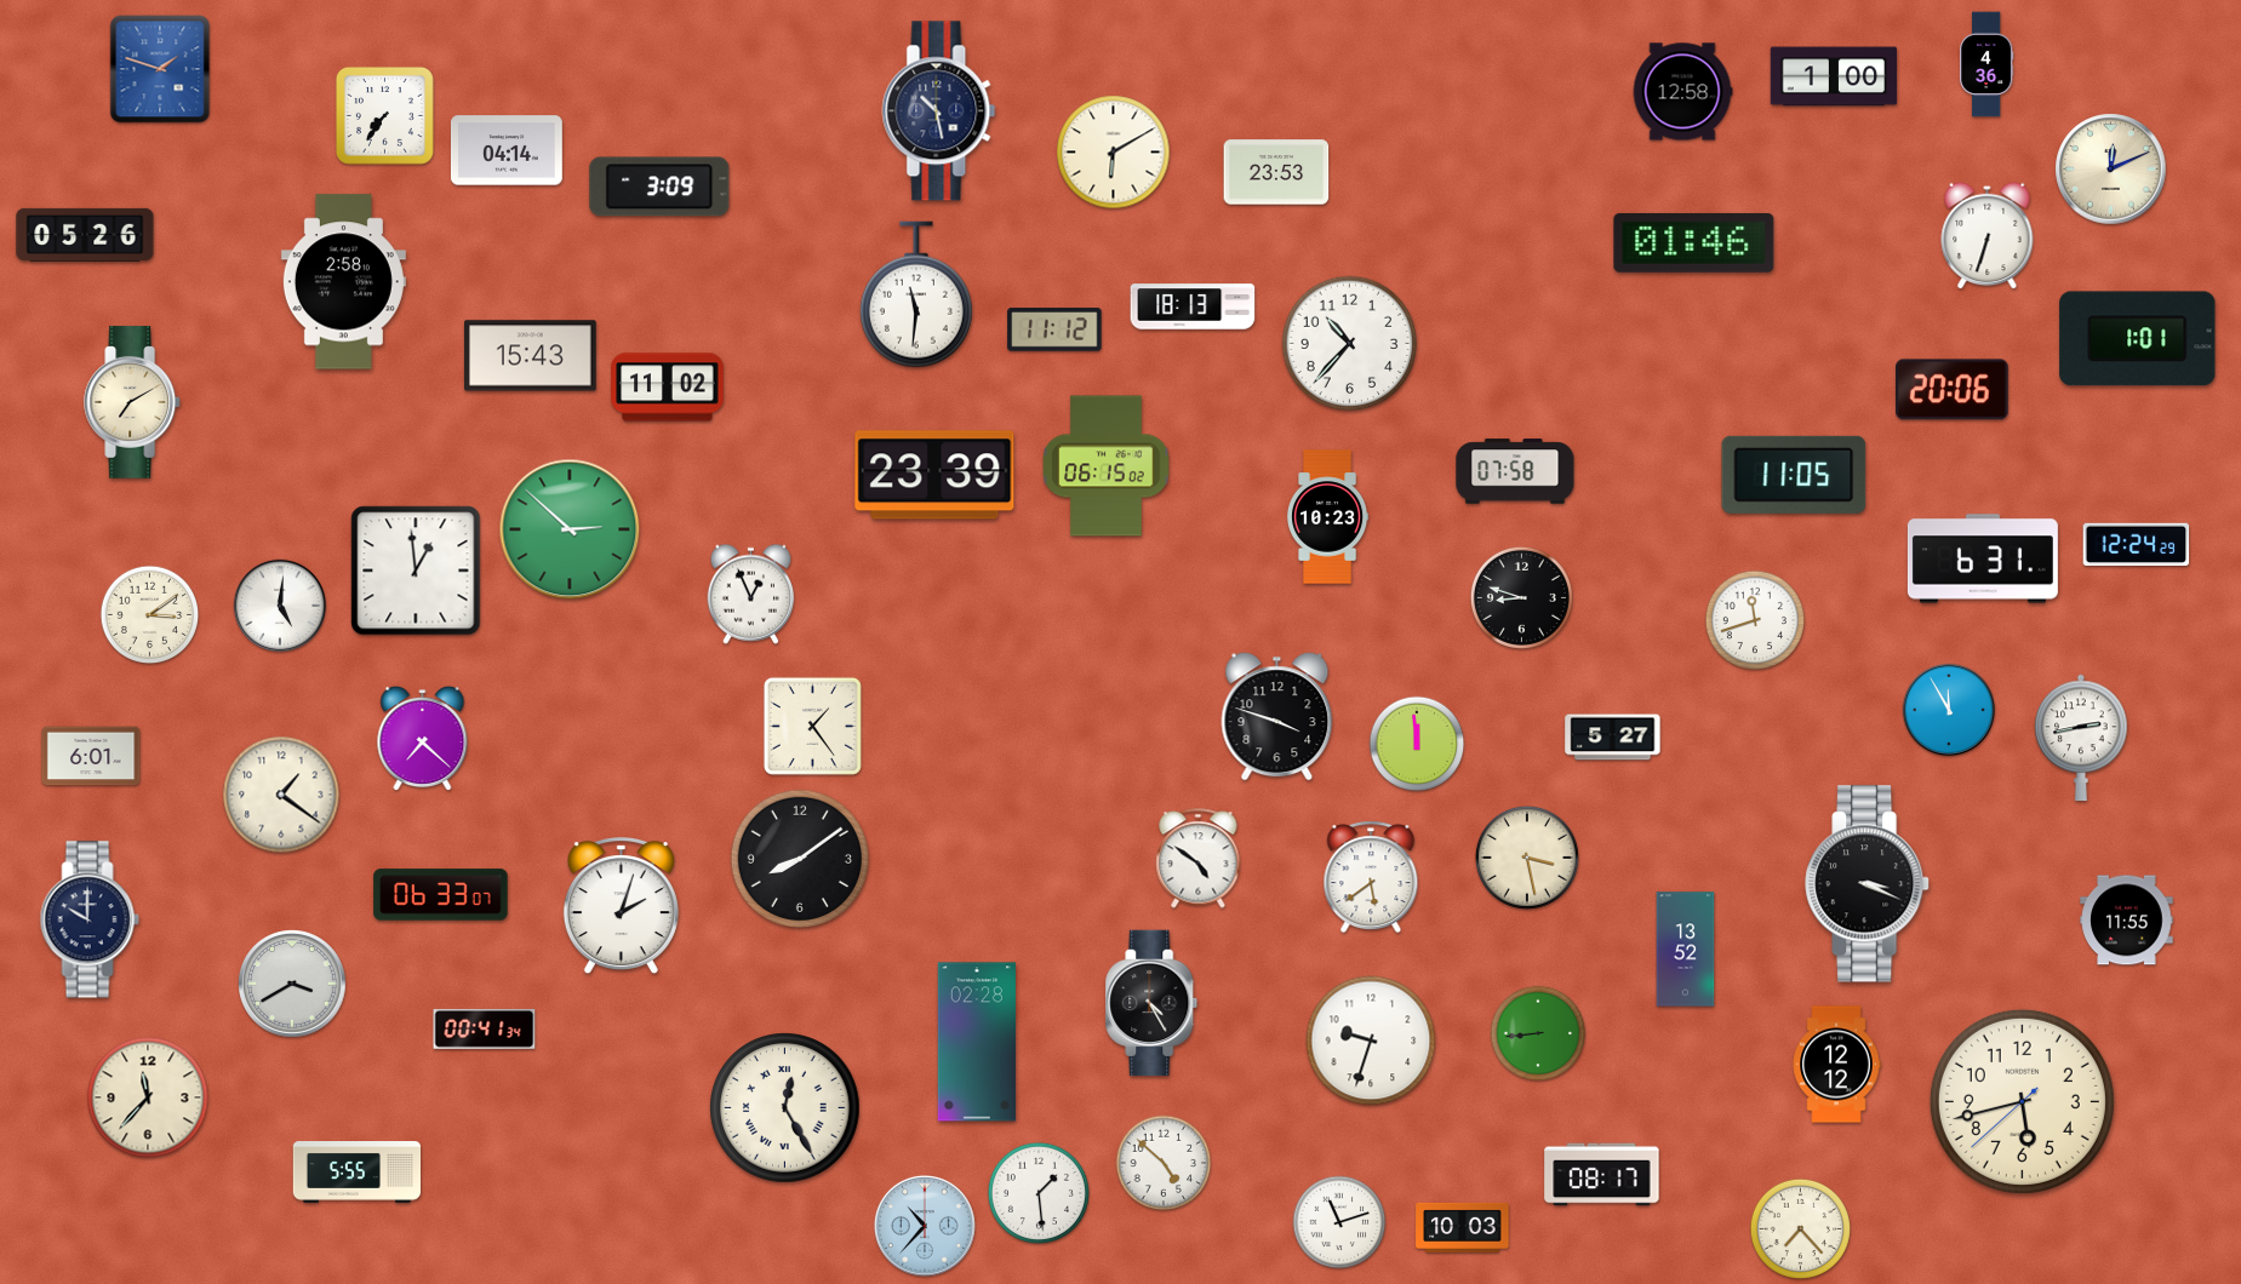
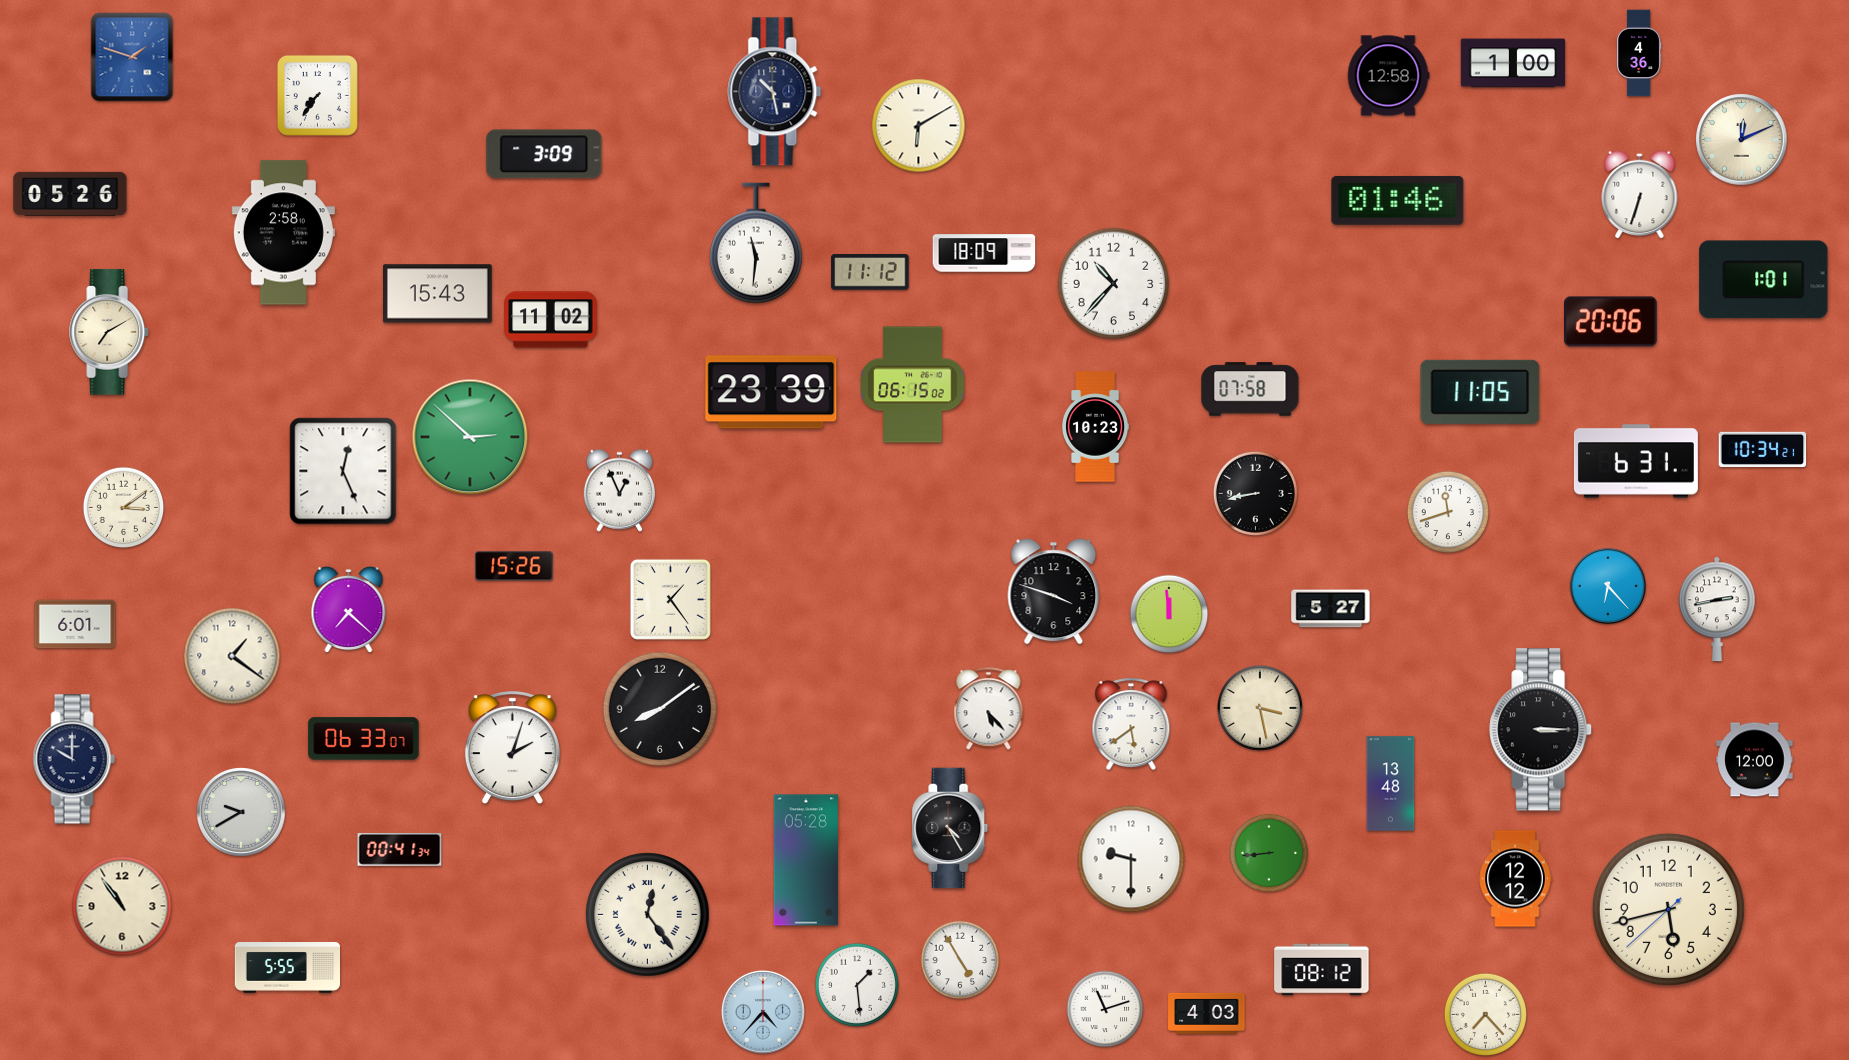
clock at (507, 150): 04:14 -> none
clock at (1276, 172): 23:53 -> none
clock at (1193, 306): 18:13 -> 18:09
clock at (2137, 544): 12:24 -> 10:34
clock at (416, 571): 12:59 -> 12:26
clock at (1521, 597): 8:48 -> 8:43
clock at (279, 604): 5:01 -> none
clock at (514, 566): none -> 15:26
clock at (1948, 709): 11:55 -> 6:23
clock at (1199, 859): 4:51 -> 5:23
clock at (1868, 884): 3:19 -> 3:15
clock at (2127, 921): 11:55 -> 12:00
clock at (1686, 950): 13:52 -> 13:48
clock at (292, 984): 3:40 -> 9:40
clock at (1371, 1041): 9:33 -> 9:30
clock at (977, 1042): 02:28 -> 05:28
clock at (148, 1097): 11:37 -> 10:54
clock at (785, 1108): 12:25 -> 12:24
clock at (1164, 1163): 4:52 -> 4:55
clock at (358, 1173) position: (358, 1173) -> (288, 968)
clock at (1602, 1175): 08:17 -> 08:12
clock at (925, 1226): 10:37 -> 4:37
clock at (1463, 1227): 10:03 -> 4:03
